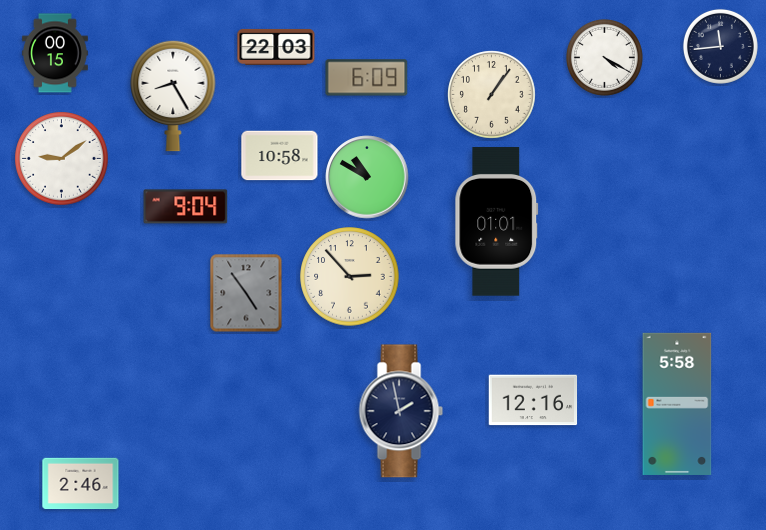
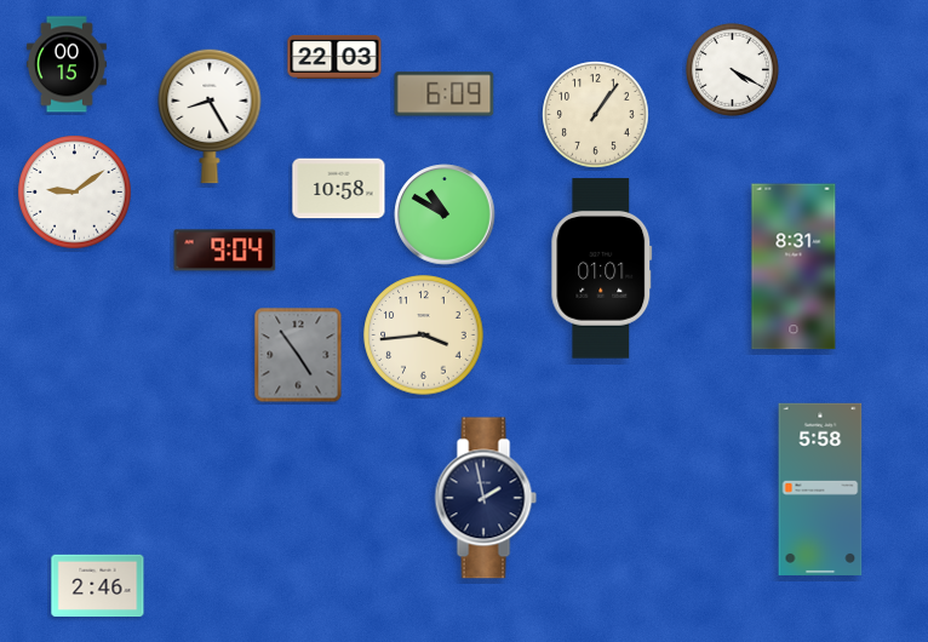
clock at (720, 46): 11:44 -> none
clock at (794, 266): none -> 8:31
clock at (350, 277): 2:53 -> 3:44
clock at (533, 400): 12:16 -> none
